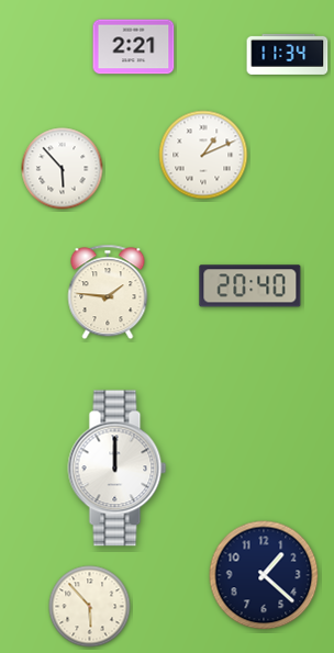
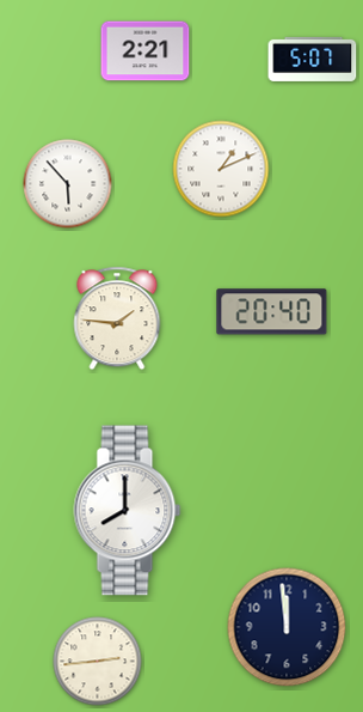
clock at (288, 54): 11:34 -> 5:07
clock at (118, 469): 12:00 -> 8:00
clock at (264, 575): 1:22 -> 11:59
clock at (90, 607): 5:53 -> 2:44
